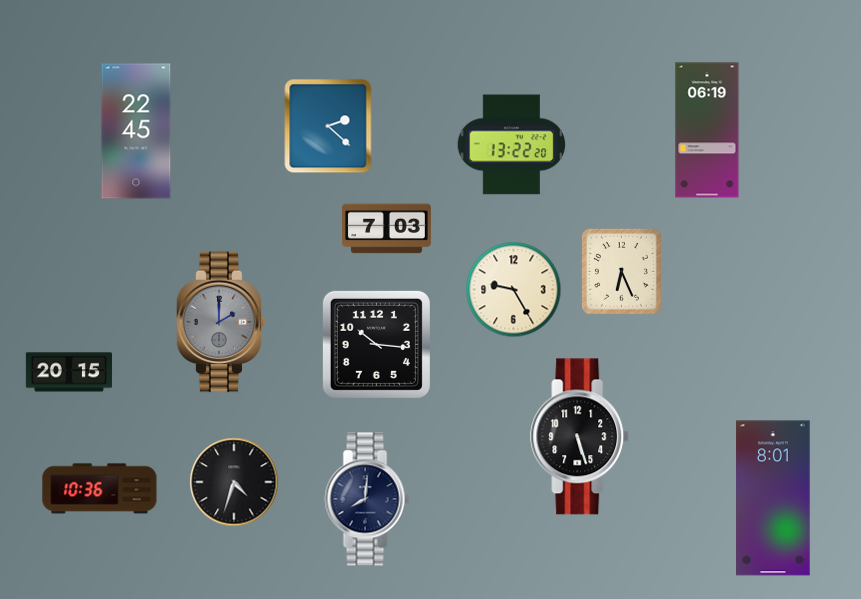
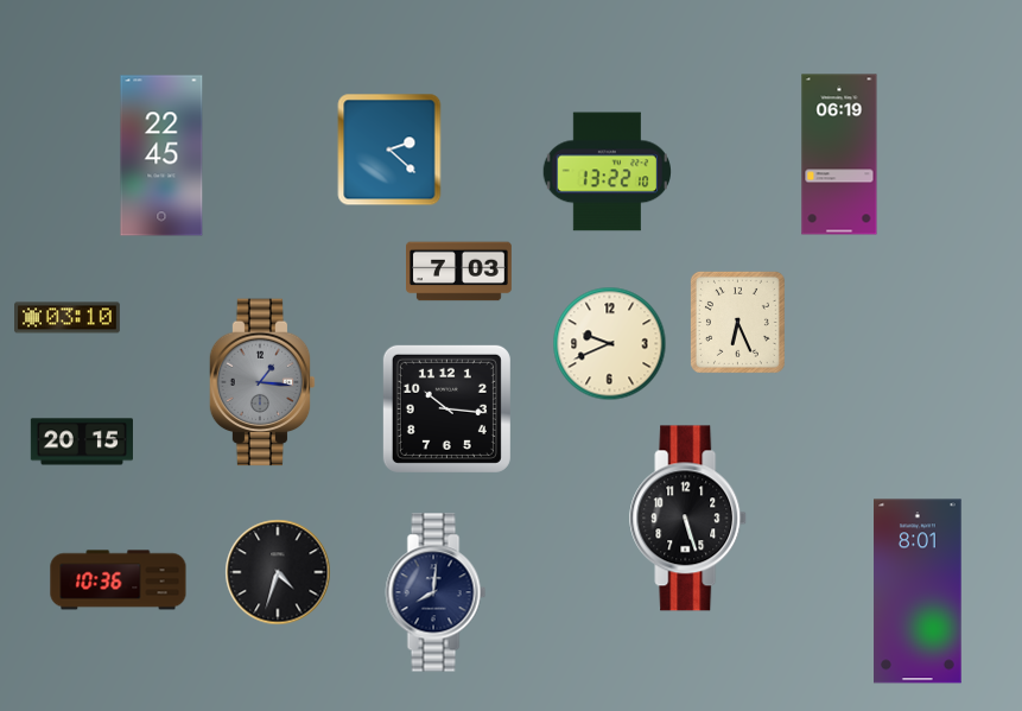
clock at (512, 145): 13:22:20 -> 13:22:10
clock at (68, 318): none -> 03:10
clock at (514, 290): 9:25 -> 9:41
clock at (221, 322): 2:00 -> 1:16
